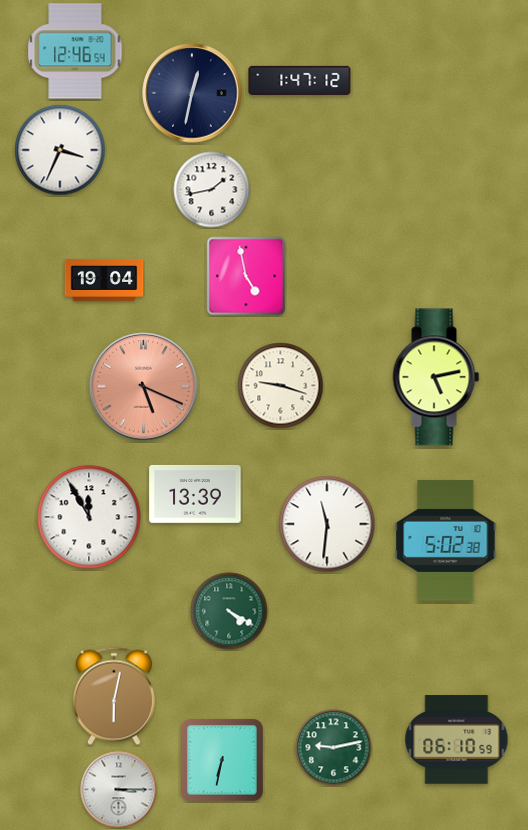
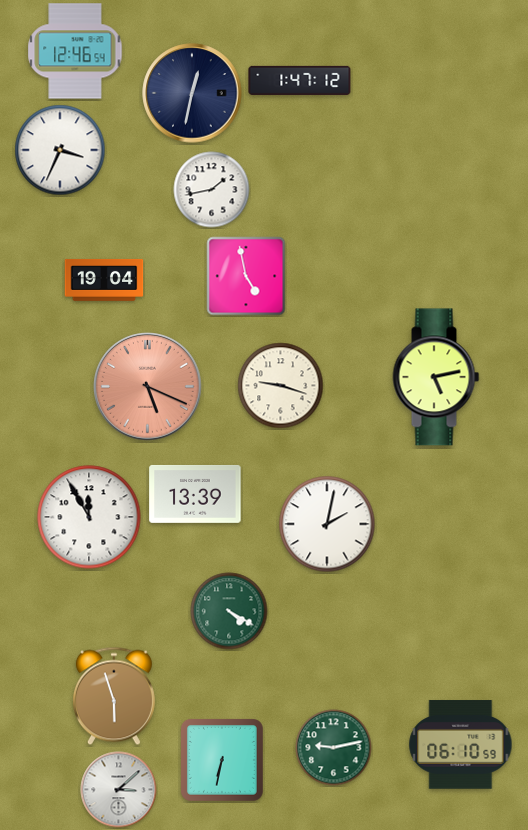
clock at (144, 387) position: (144, 387) -> (148, 387)
clock at (327, 524): 11:31 -> 2:02
clock at (446, 540): 5:02 -> none
clock at (114, 696): 6:02 -> 5:57
clock at (457, 740) position: (457, 740) -> (461, 745)
clock at (119, 790): 3:15 -> 3:08
